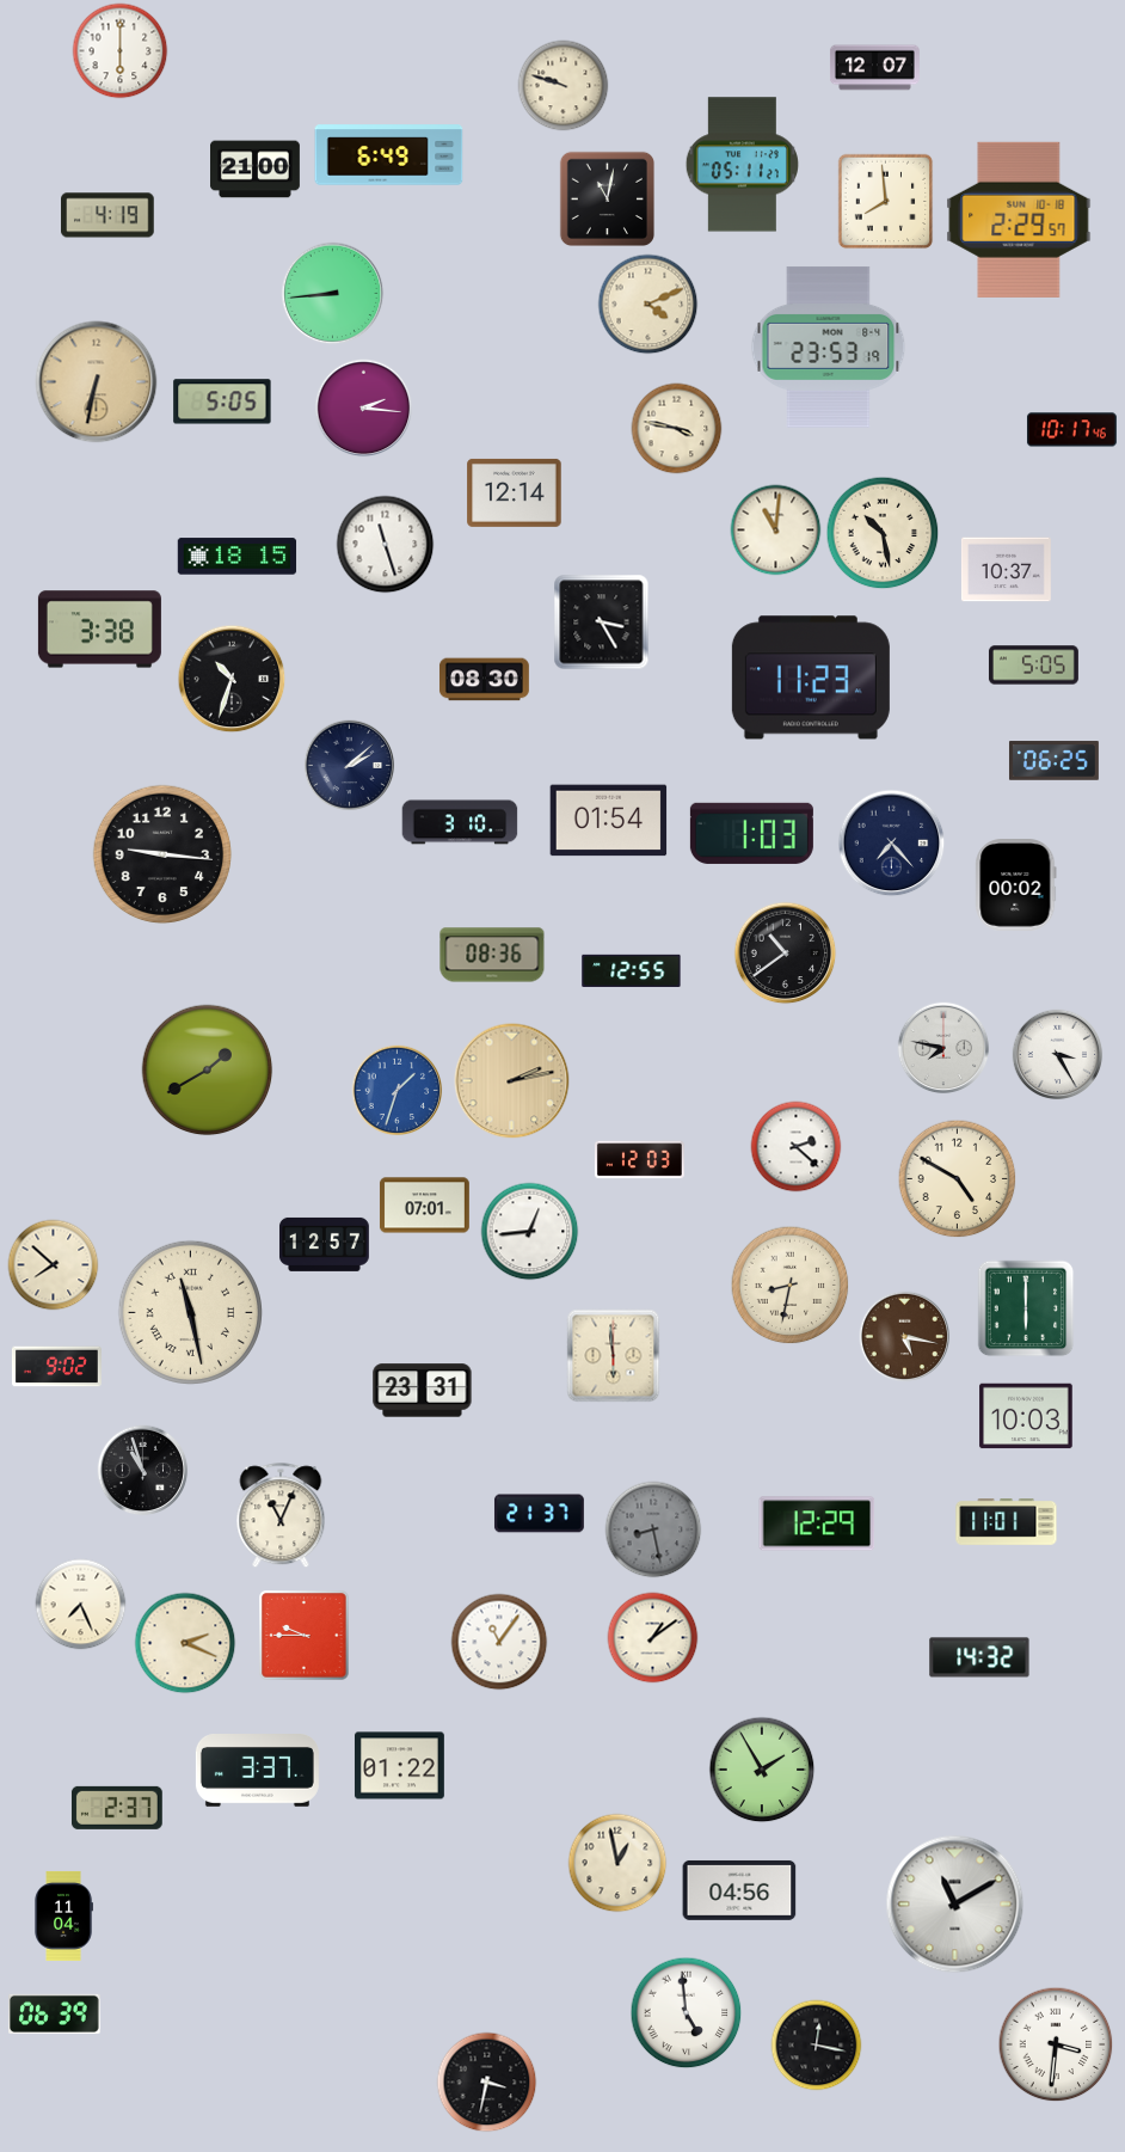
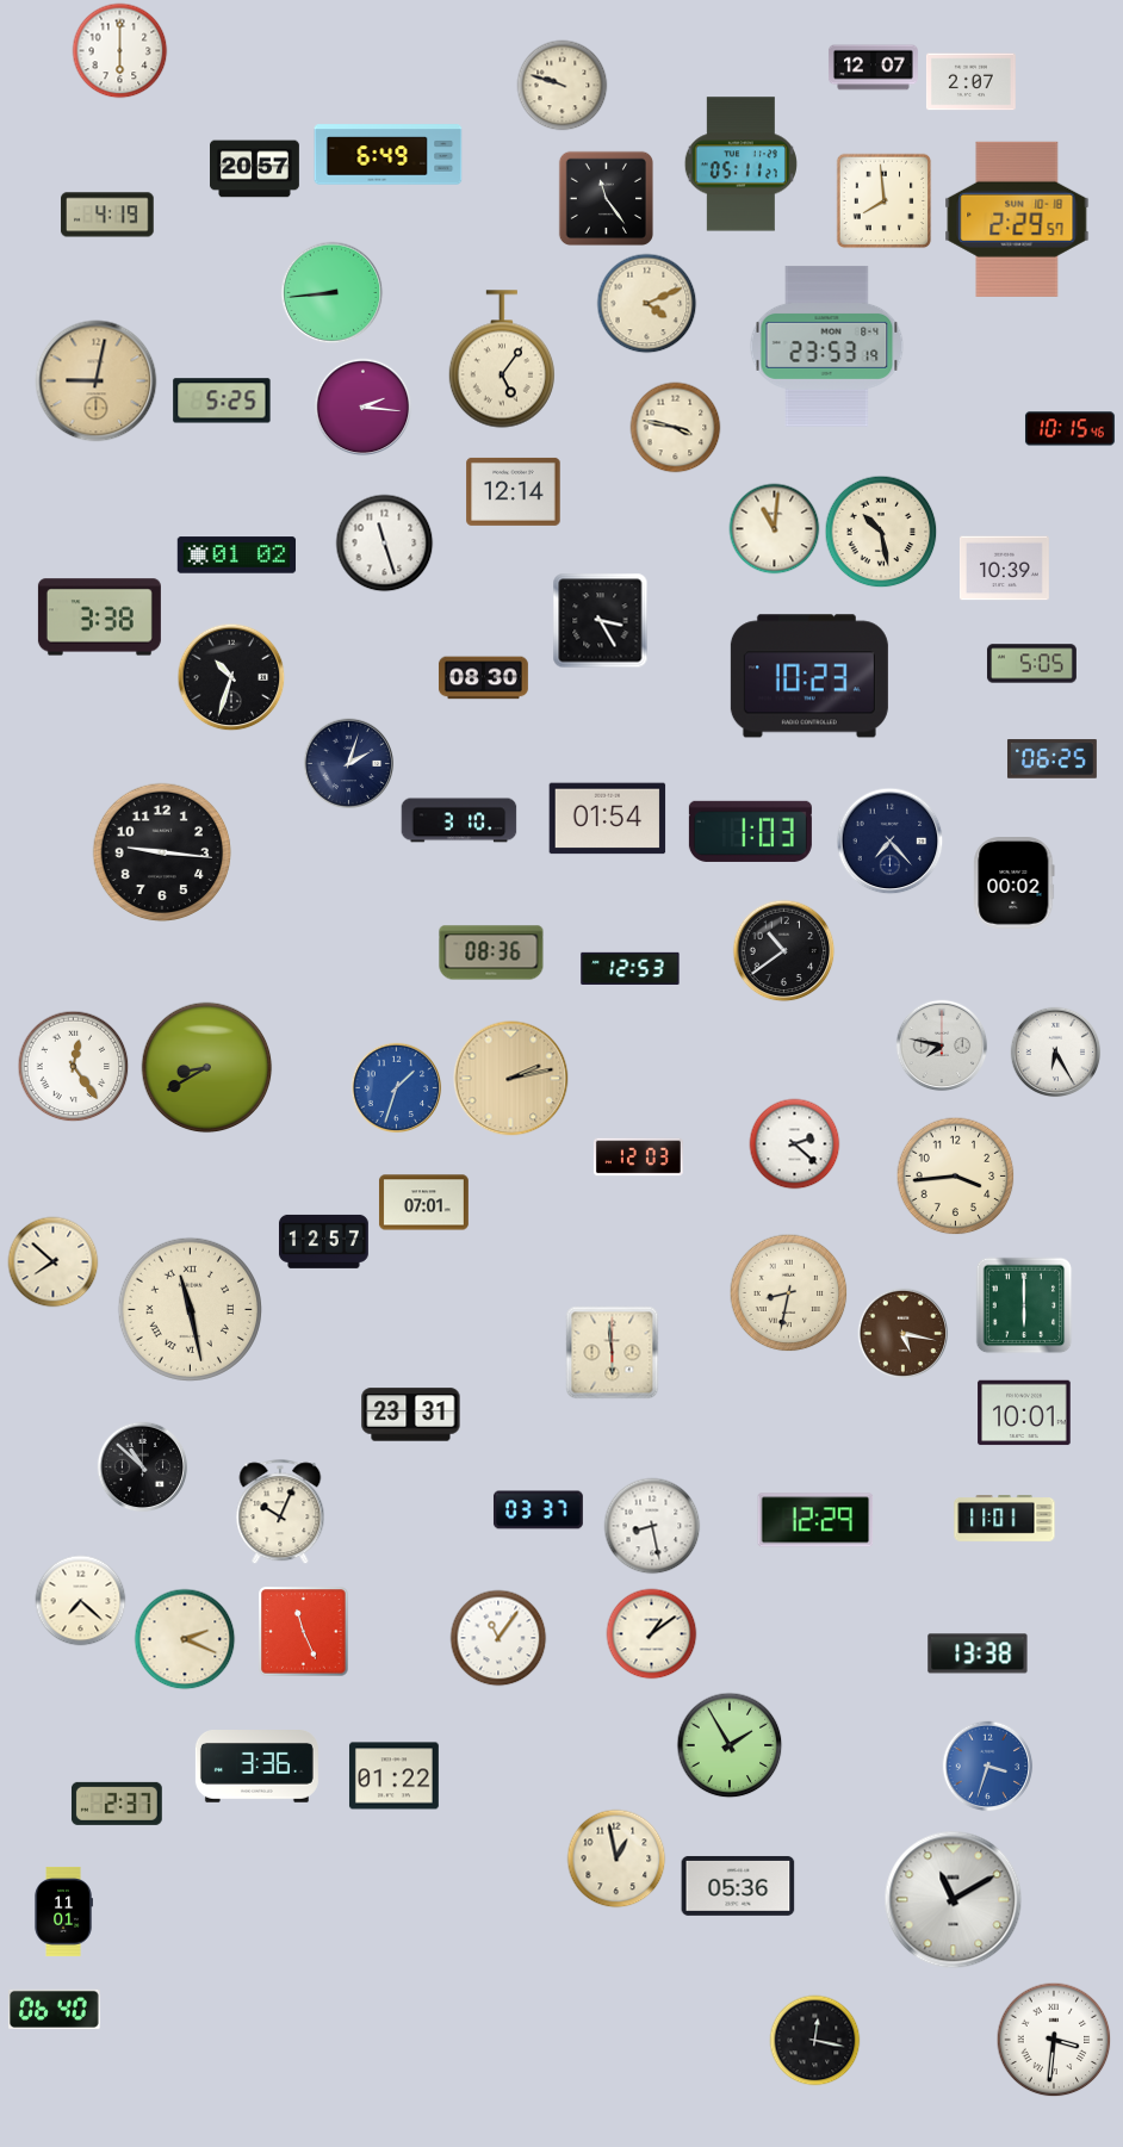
clock at (970, 82): none -> 2:07
clock at (256, 170): 21:00 -> 20:57
clock at (607, 198): 11:02 -> 11:24
clock at (501, 359): none -> 5:06
clock at (97, 382): 6:32 -> 9:02
clock at (222, 401): 5:05 -> 5:25
clock at (1071, 430): 10:17 -> 10:15
clock at (238, 557): 18:15 -> 01:02
clock at (1006, 570): 10:37 -> 10:39
clock at (99, 630) position: (99, 630) -> (99, 618)
clock at (811, 678): 11:23 -> 10:23
clock at (350, 766): 2:08 -> 2:03
clock at (632, 970): 12:55 -> 12:53
clock at (1058, 1055): 3:25 -> 6:25
clock at (74, 1067): none -> 12:24
clock at (208, 1071): 1:40 -> 8:40
clock at (958, 1179): 4:50 -> 3:44
clock at (530, 1232): 12:44 -> none
clock at (791, 1286) position: (791, 1286) -> (789, 1293)
clock at (56, 1367): 9:02 -> none
clock at (423, 1391) position: (423, 1391) -> (411, 1415)
clock at (1026, 1416): 10:03 -> 10:01
clock at (143, 1471): 10:57 -> 10:52
clock at (539, 1514): 21:37 -> 03:37
clock at (281, 1516): 11:04 -> 10:04
clock at (653, 1529) dial: grey -> white
clock at (81, 1605): 7:26 -> 7:22
clock at (305, 1636): 9:45 -> 11:26
clock at (979, 1657): 14:32 -> 13:38
clock at (399, 1766) position: (399, 1766) -> (393, 1776)
clock at (762, 1770) position: (762, 1770) -> (730, 1745)
clock at (257, 1771): 3:37 -> 3:36
clock at (988, 1767): none -> 3:33
clock at (739, 1890): 04:56 -> 05:36
clock at (63, 1915): 11:04 -> 11:01
clock at (55, 2013): 06:39 -> 06:40
clock at (687, 2013): 4:59 -> none
clock at (487, 2083): 3:32 -> none
